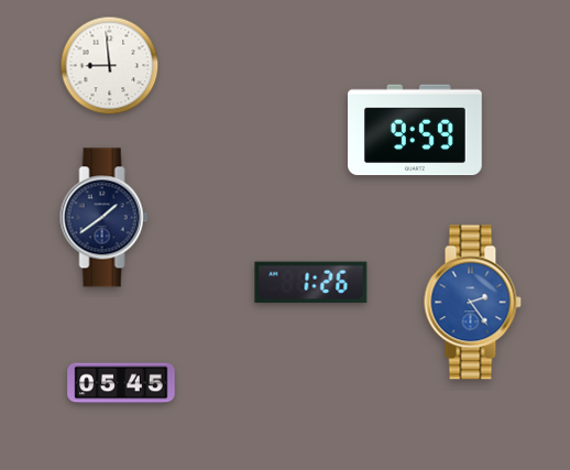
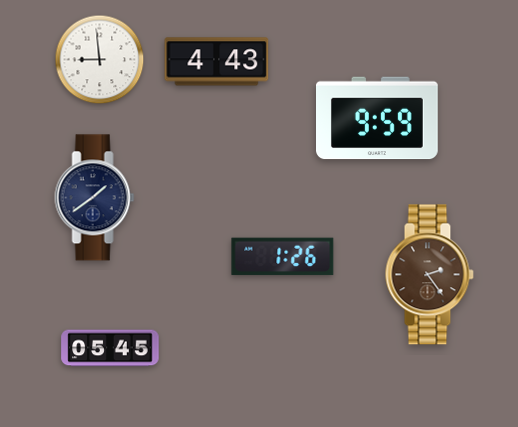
clock at (217, 62): none -> 4:43
clock at (472, 303) dial: blue -> brown
